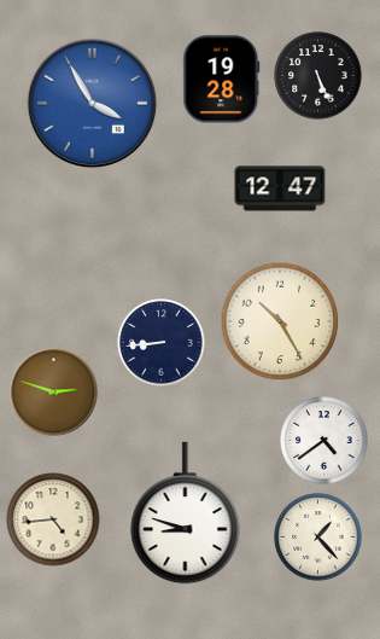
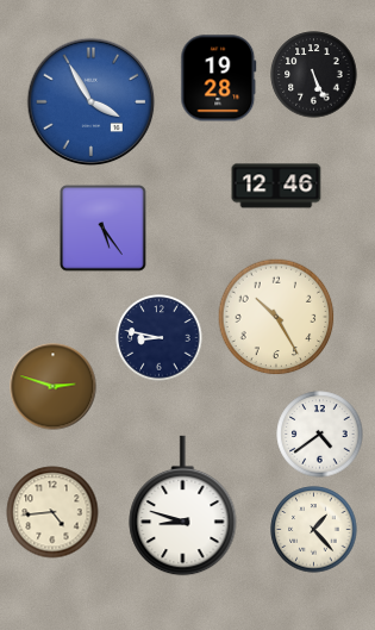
clock at (280, 188): 12:47 -> 12:46
clock at (104, 229): none -> 5:24
clock at (162, 343): 8:44 -> 8:47
